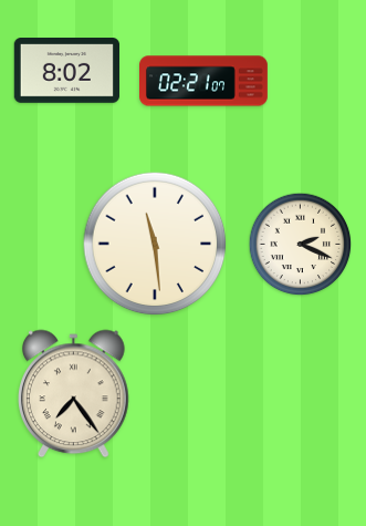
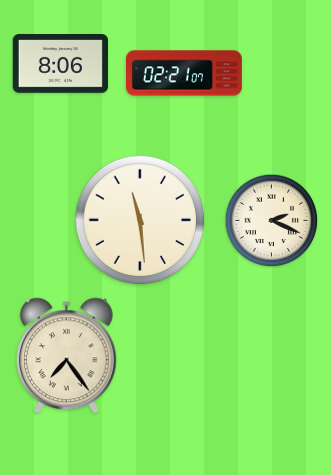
clock at (66, 71): 8:02 -> 8:06
